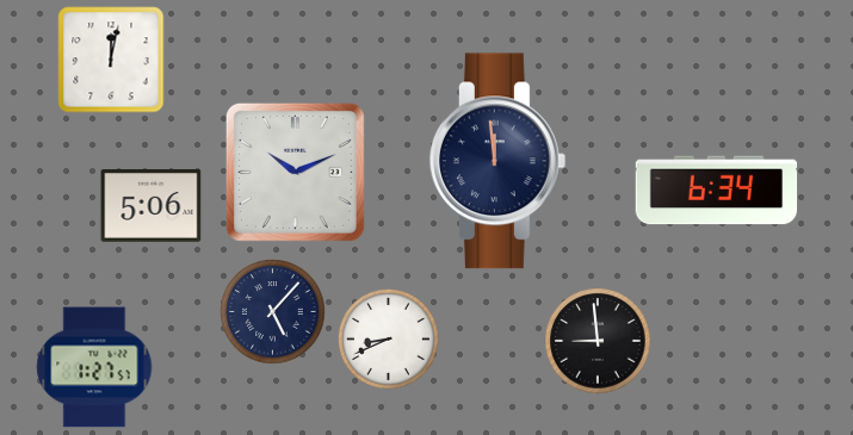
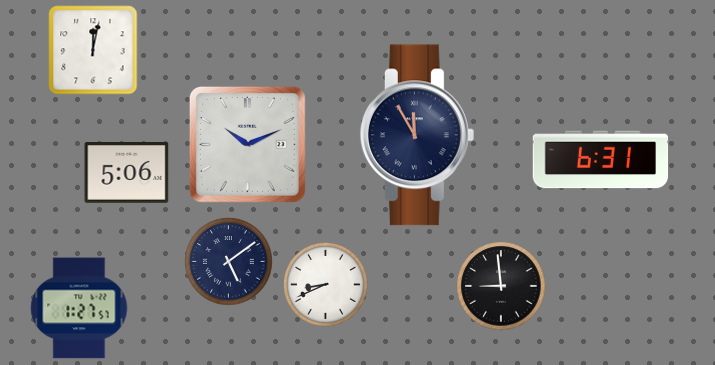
clock at (497, 161): 11:59 -> 11:55
clock at (717, 191): 6:34 -> 6:31
clock at (273, 312): 5:07 -> 5:09
